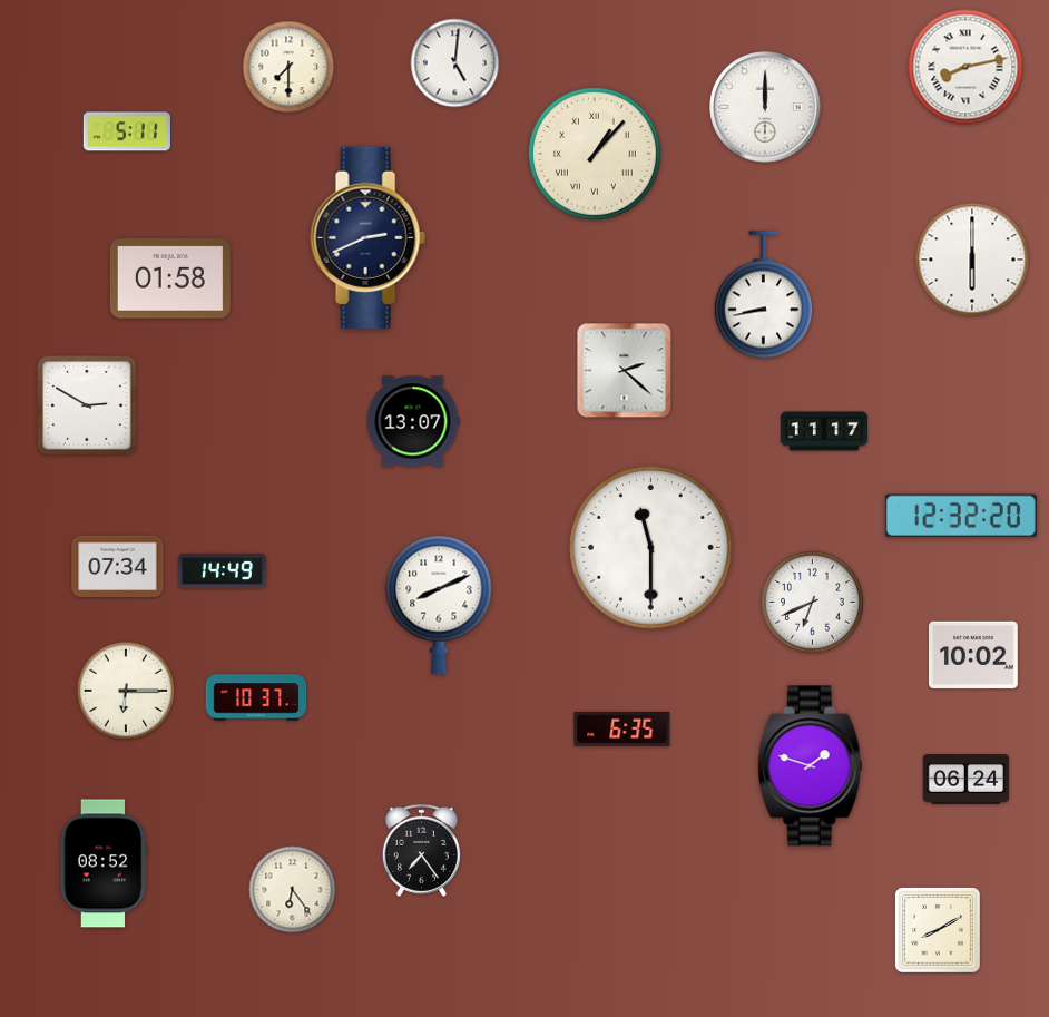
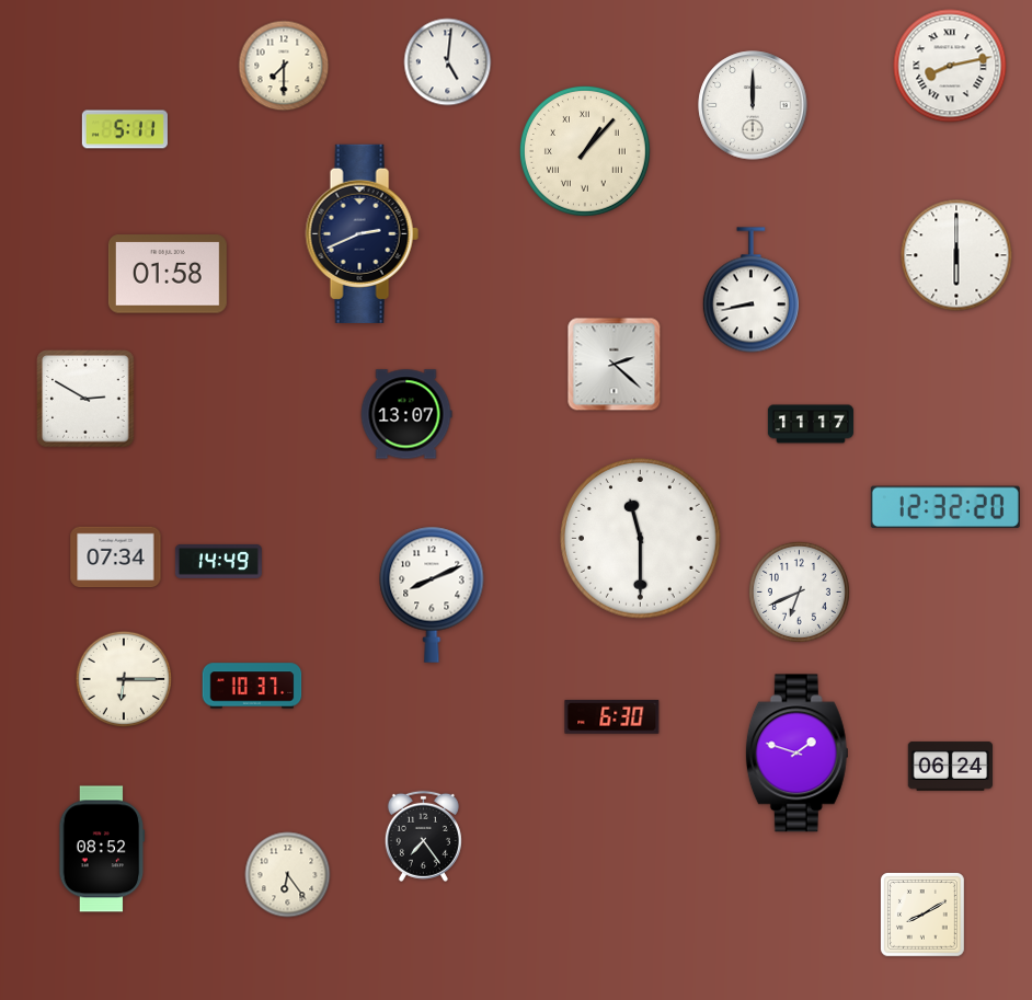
clock at (973, 655): 10:02 -> none
clock at (622, 728): 6:35 -> 6:30
clock at (421, 850) position: (421, 850) -> (423, 836)
